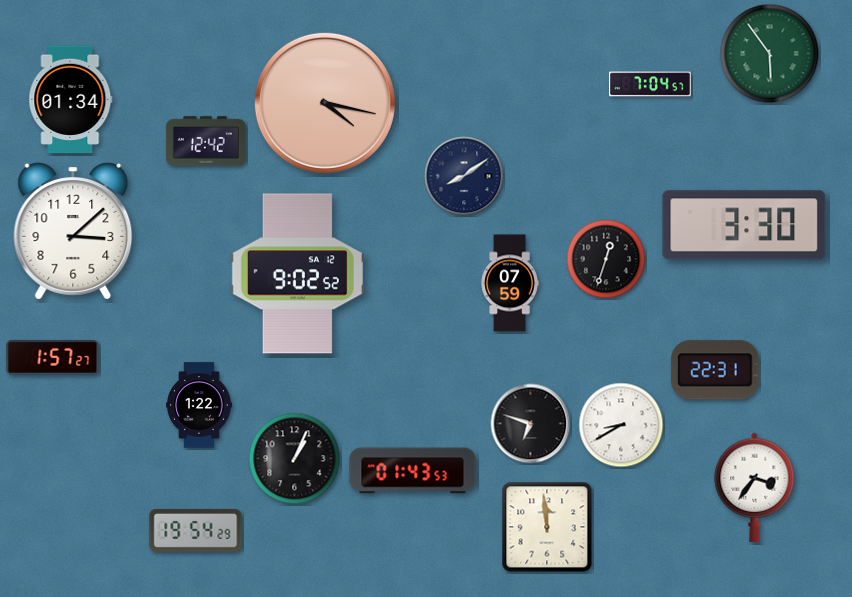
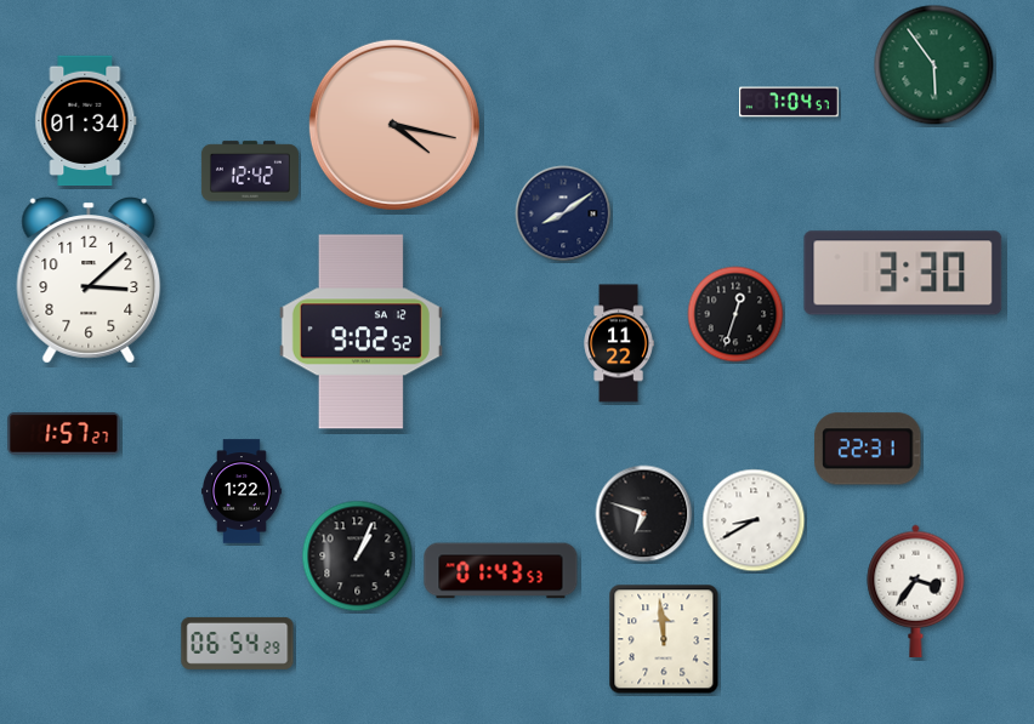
clock at (510, 283): 07:59 -> 11:22
clock at (621, 425) position: (621, 425) -> (754, 520)
clock at (196, 530): 19:54 -> 06:54
